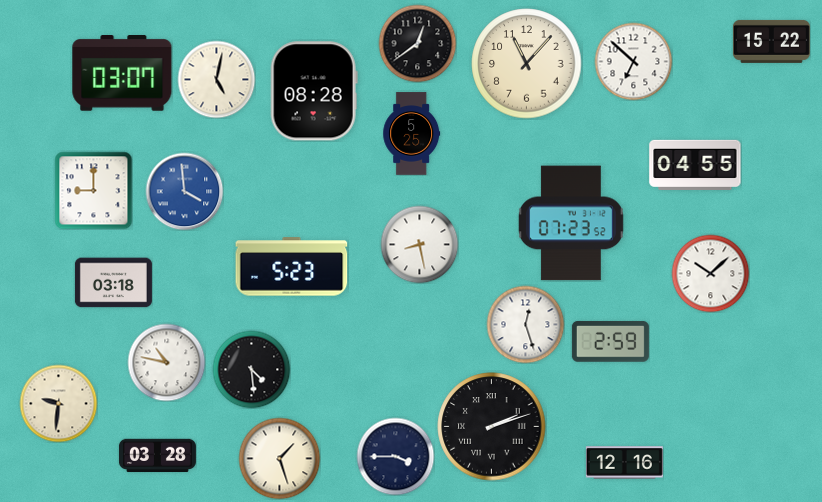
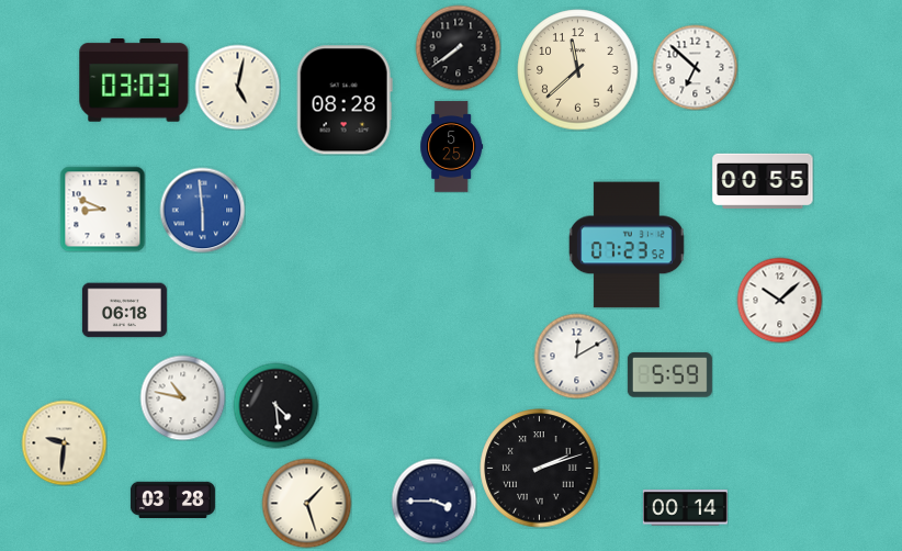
clock at (771, 41): 15:22 -> none
clock at (417, 43): 12:39 -> 7:39
clock at (527, 64): 11:07 -> 11:38
clock at (122, 74): 03:07 -> 03:03
clock at (695, 165): 04:55 -> 00:55
clock at (93, 190): 9:00 -> 8:49
clock at (184, 191): 3:59 -> 5:59
clock at (419, 244): 8:28 -> none
clock at (292, 267): 5:23 -> none
clock at (113, 283): 03:18 -> 06:18
clock at (525, 324): 12:27 -> 12:10
clock at (610, 341): 2:59 -> 5:59
clock at (624, 463): 12:16 -> 00:14
